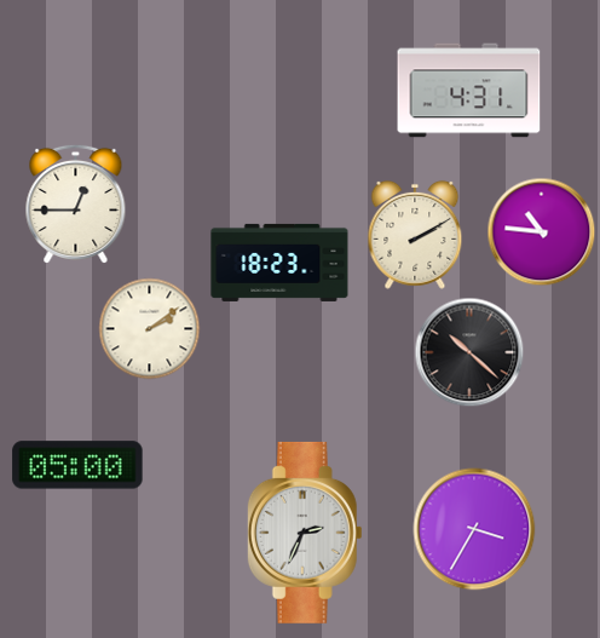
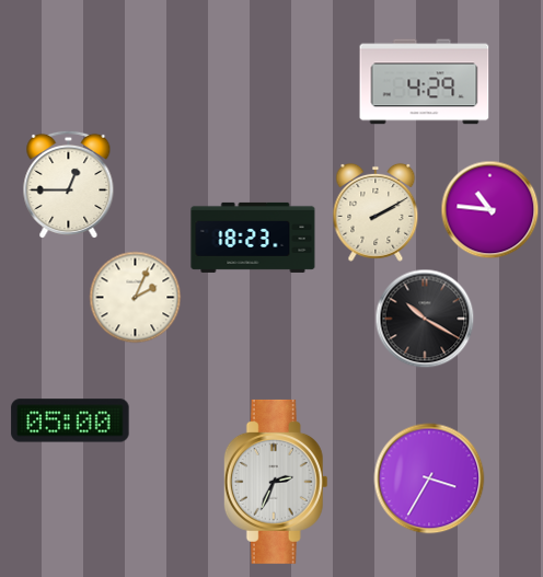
clock at (469, 91): 4:31 -> 4:29
clock at (150, 329): 2:09 -> 2:04
clock at (469, 352): 10:22 -> 10:20
